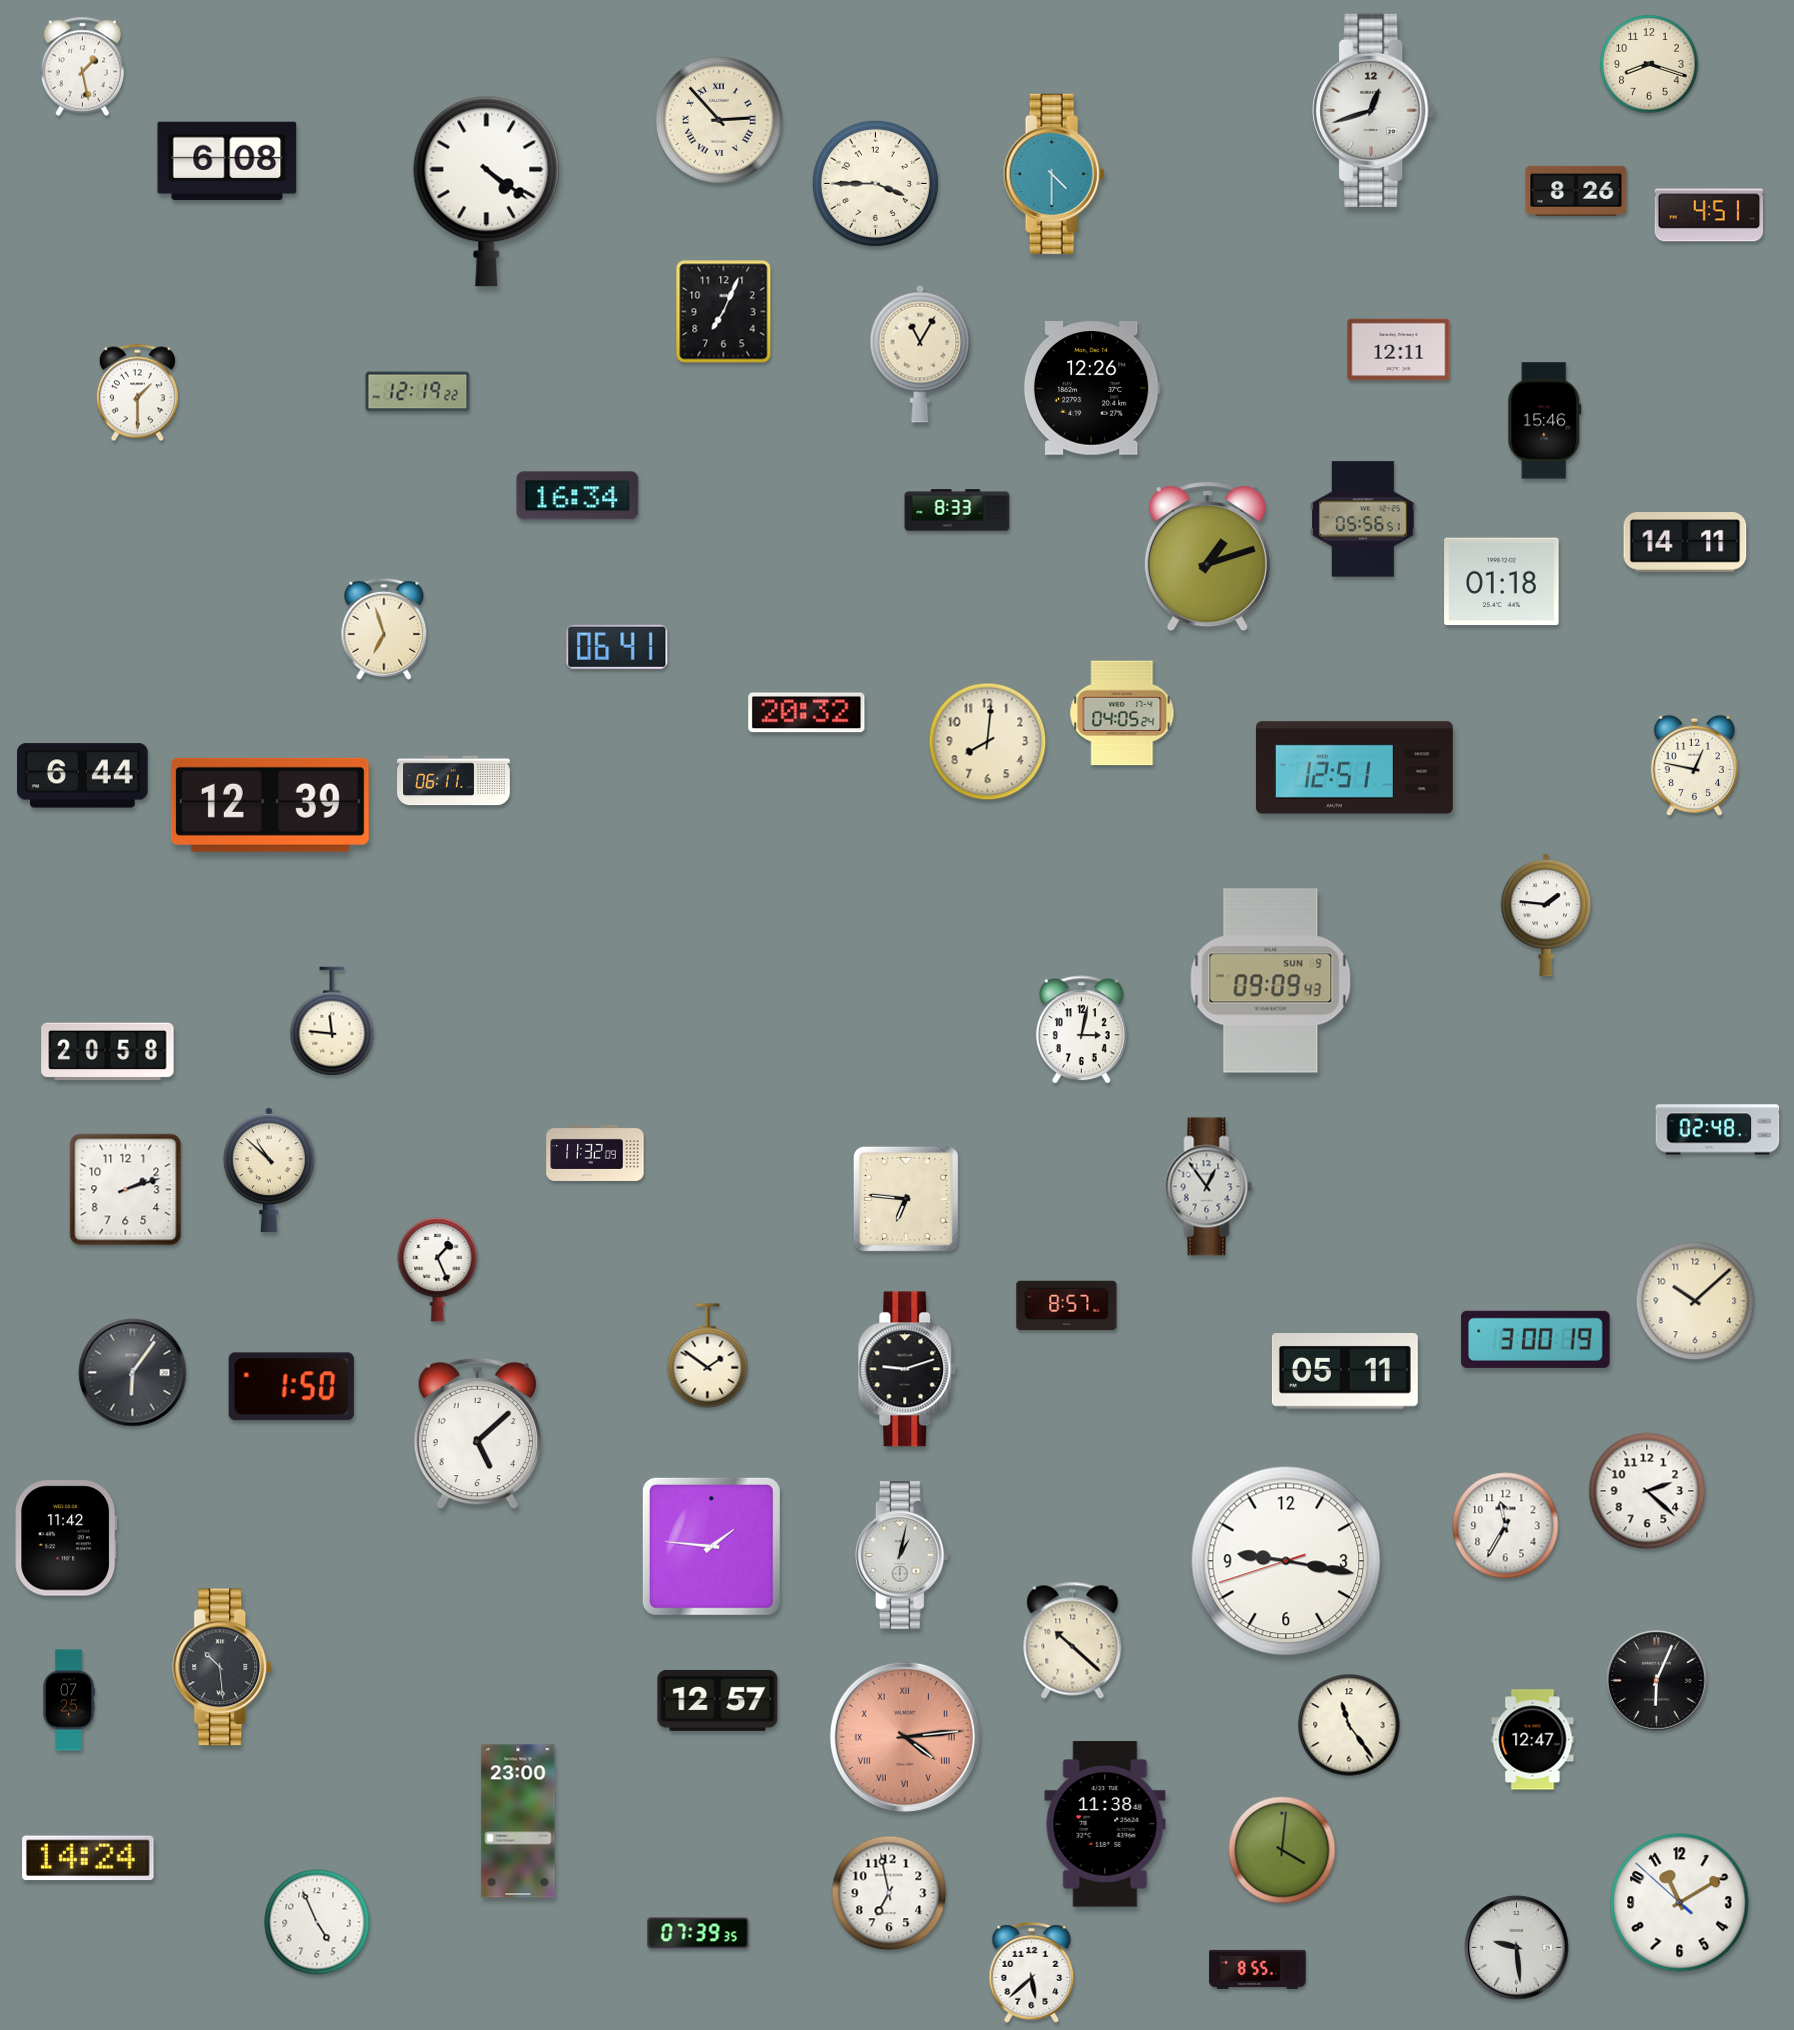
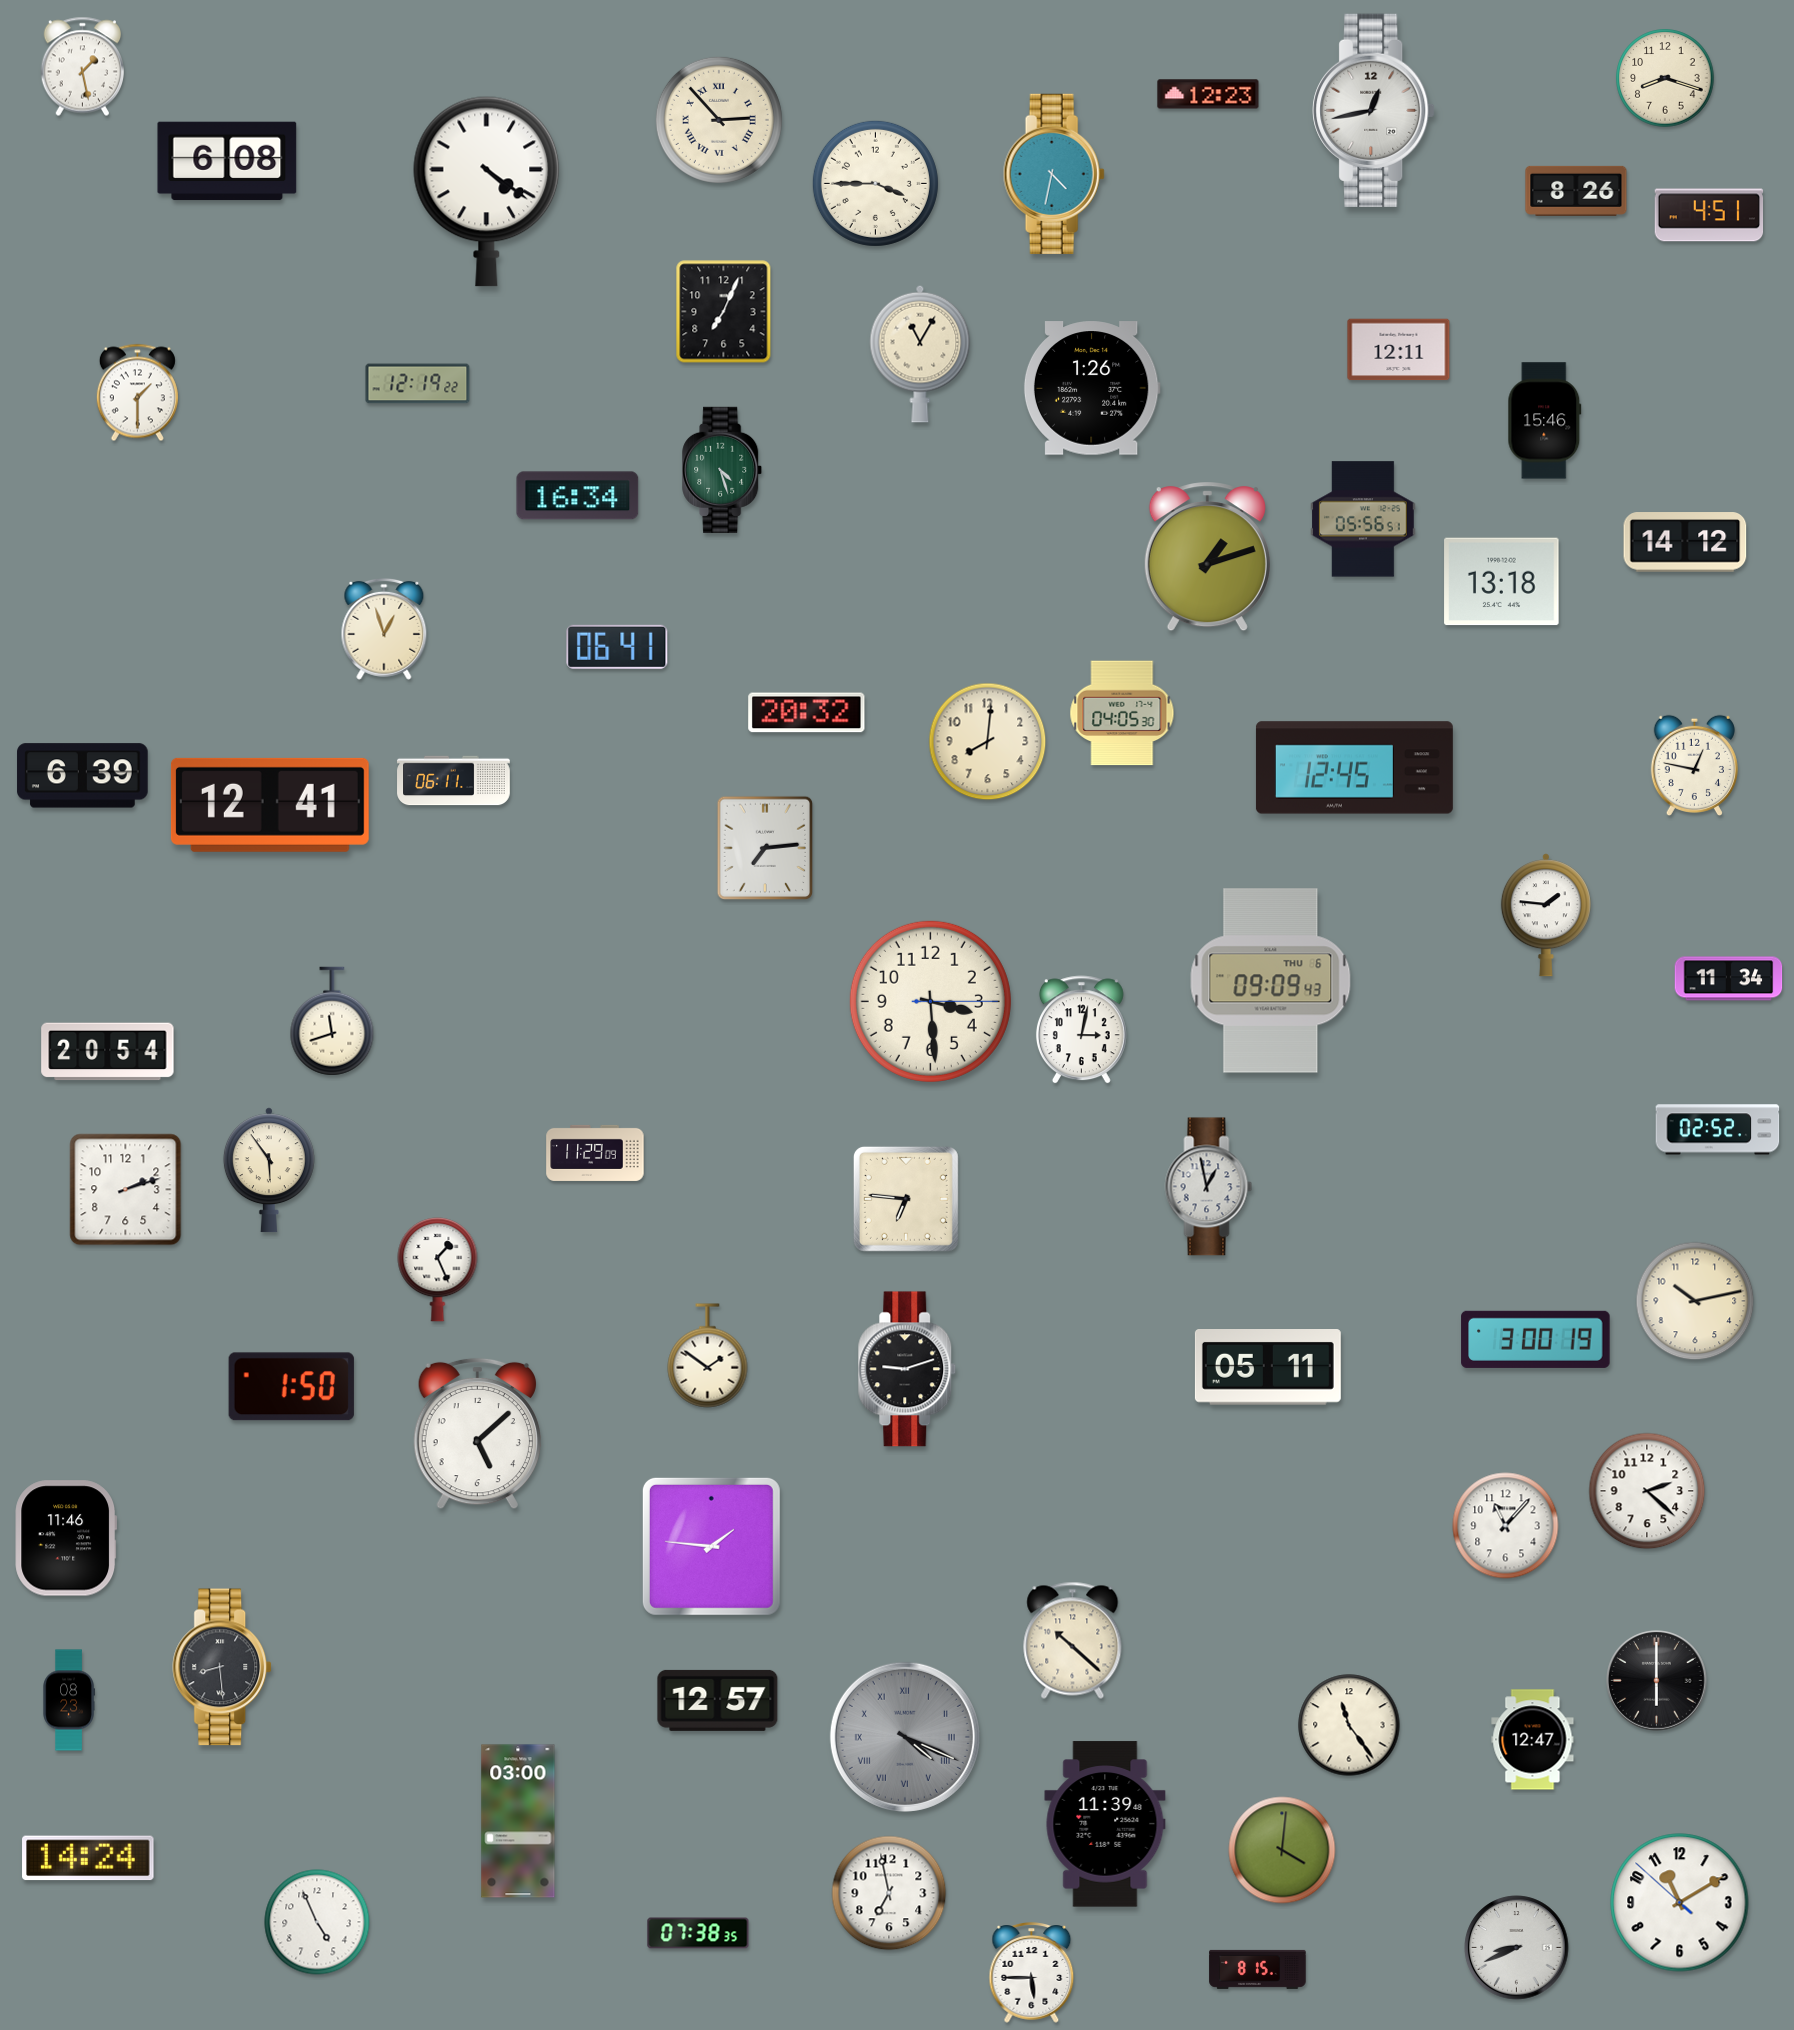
clock at (1649, 64) position: (1649, 64) -> (1665, 78)
clock at (1208, 94): none -> 12:23
clock at (1374, 110): 12:42 -> 12:43
clock at (1054, 174): 4:30 -> 4:32
clock at (1092, 388): 12:26 -> 1:26
clock at (418, 392) position: (418, 392) -> (418, 384)
clock at (723, 470): none -> 4:27
clock at (957, 510): 8:33 -> none
clock at (1685, 542): 14:11 -> 14:12
clock at (1502, 582): 01:18 -> 13:18
clock at (384, 629): 6:57 -> 12:57
clock at (1122, 713): 04:05:24 -> 04:05:30
clock at (1354, 768): 12:51 -> 12:45
clock at (83, 776): 6:44 -> 6:39
clock at (270, 805): 12:39 -> 12:41
clock at (765, 848): none -> 7:14
clock at (1729, 979): none -> 11:34
clock at (1271, 981) date: SUN 9 -> THU 6
clock at (930, 1001): none -> 3:29
clock at (332, 1021): 11:46 -> 11:42
clock at (108, 1052): 20:58 -> 20:54
clock at (1718, 1130): 02:48 -> 02:52
clock at (595, 1153): 11:32 -> 11:29
clock at (269, 1170): 10:52 -> 5:54
clock at (1209, 1187): 12:54 -> 12:58
clock at (1695, 1301): 10:08 -> 10:13
clock at (1067, 1306): 8:57 -> none
clock at (1345, 1372) position: (1345, 1372) -> (1268, 1368)
clock at (133, 1373): 6:06 -> none
clock at (1506, 1526): 11:35 -> 11:07
clock at (66, 1538): 11:42 -> 11:46
clock at (902, 1555): 1:02 -> none
clock at (1286, 1561): 9:16 -> none
clock at (223, 1667): 10:29 -> 8:29
clock at (1657, 1681): 6:04 -> 6:00
clock at (69, 1700): 07:25 -> 08:23
clock at (905, 1737): 4:14 -> 4:19
clock at (905, 1737) dial: salmon -> grey
clock at (518, 1821): 23:00 -> 03:00
clock at (1105, 1824): 11:38 -> 11:39
clock at (698, 1933): 07:39 -> 07:38
clock at (1517, 1948): 9:29 -> 8:41
clock at (1258, 1969): 8:55 -> 8:15
clock at (1032, 1973): 5:38 -> 5:45
